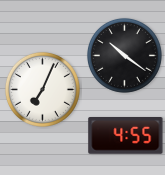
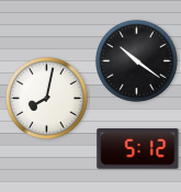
clock at (42, 89): 7:04 -> 8:02
clock at (126, 136): 4:55 -> 5:12
